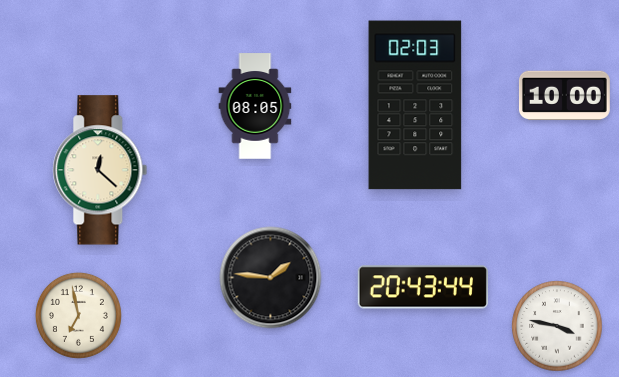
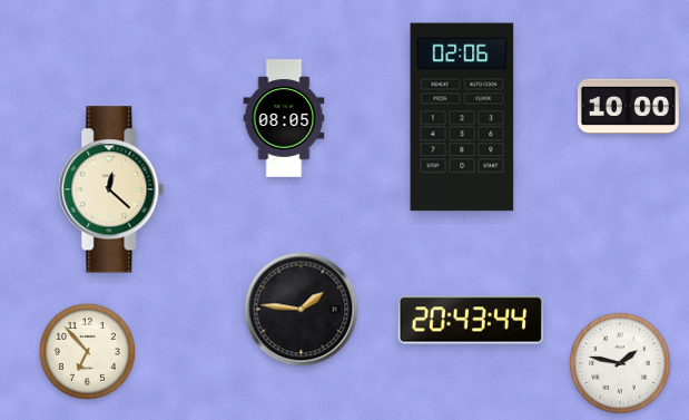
clock at (415, 105): 02:03 -> 02:06
clock at (78, 315): 6:58 -> 6:53
clock at (557, 326): 3:47 -> 1:47
